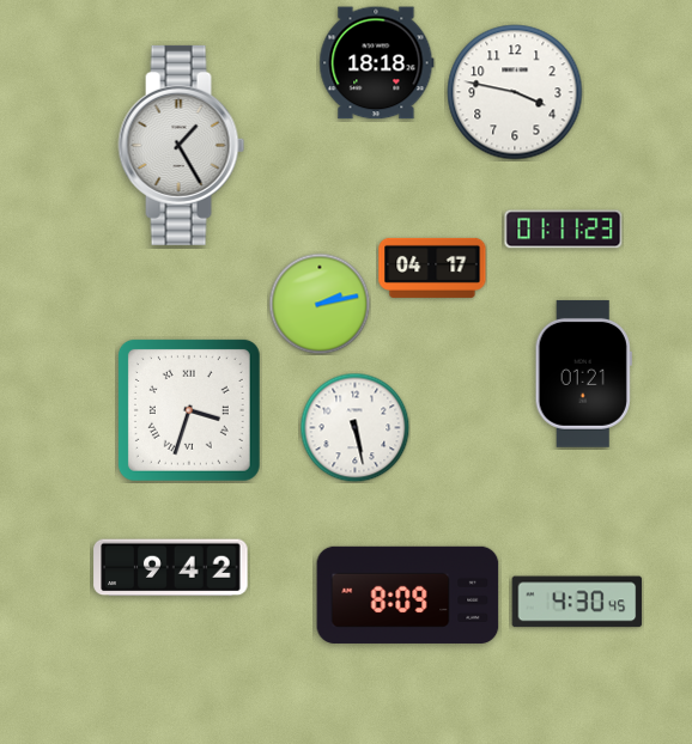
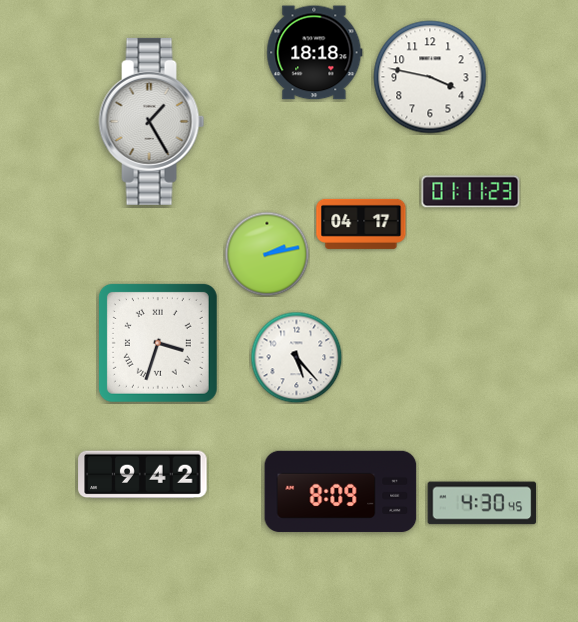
clock at (583, 373): 01:21 -> none
clock at (354, 427): 5:28 -> 5:23
clock at (408, 594) position: (408, 594) -> (341, 491)
